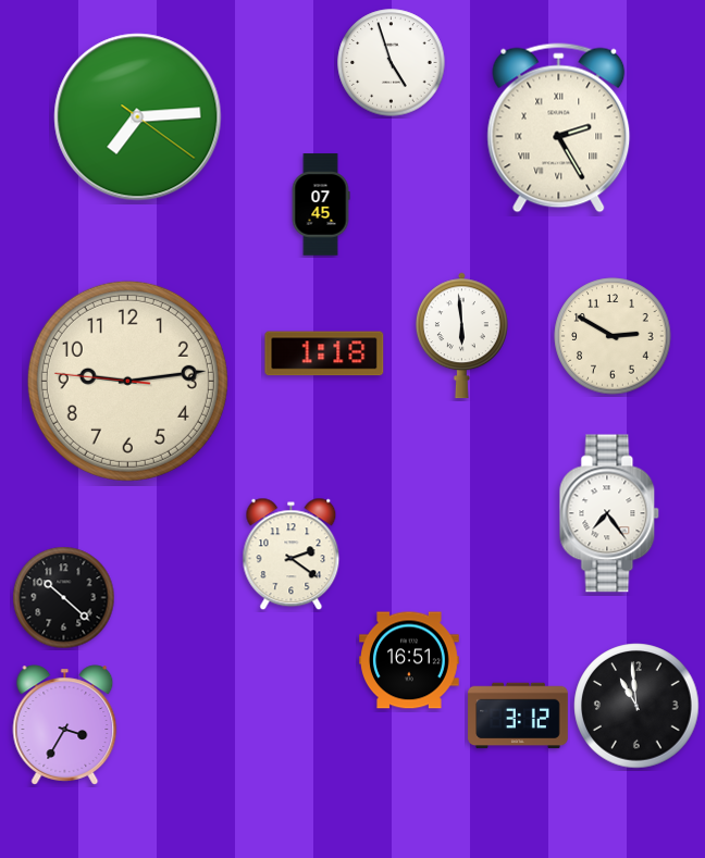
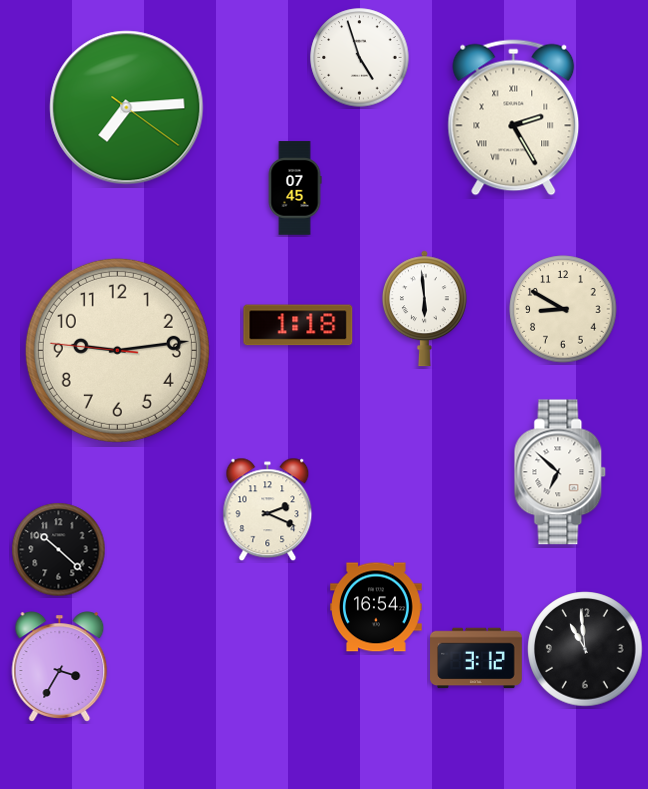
clock at (613, 336): 2:50 -> 8:50
clock at (609, 513): 7:24 -> 6:52
clock at (292, 555): 2:21 -> 2:19
clock at (409, 660): 16:51 -> 16:54
